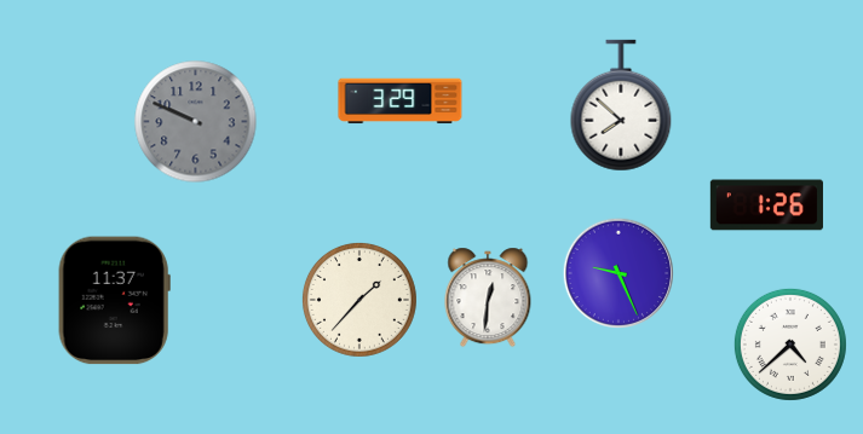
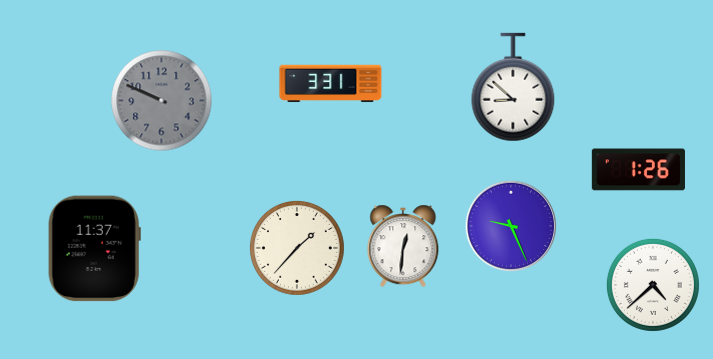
clock at (401, 102): 3:29 -> 3:31
clock at (621, 105): 7:52 -> 8:52
clock at (766, 206) position: (766, 206) -> (638, 170)
